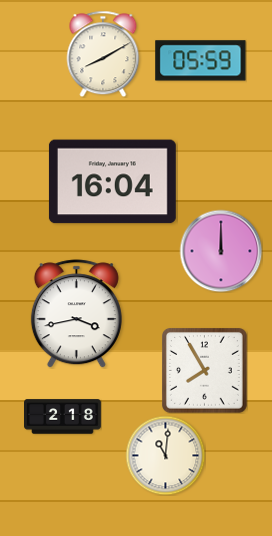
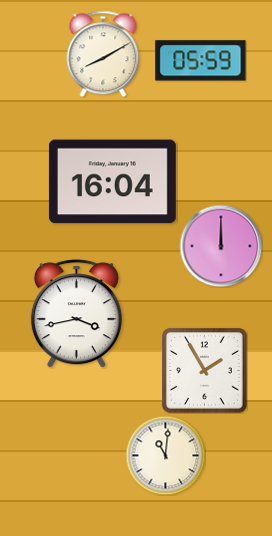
clock at (221, 251) position: (221, 251) -> (221, 246)
clock at (205, 371): 7:55 -> 1:55
clock at (63, 417): 2:18 -> none
